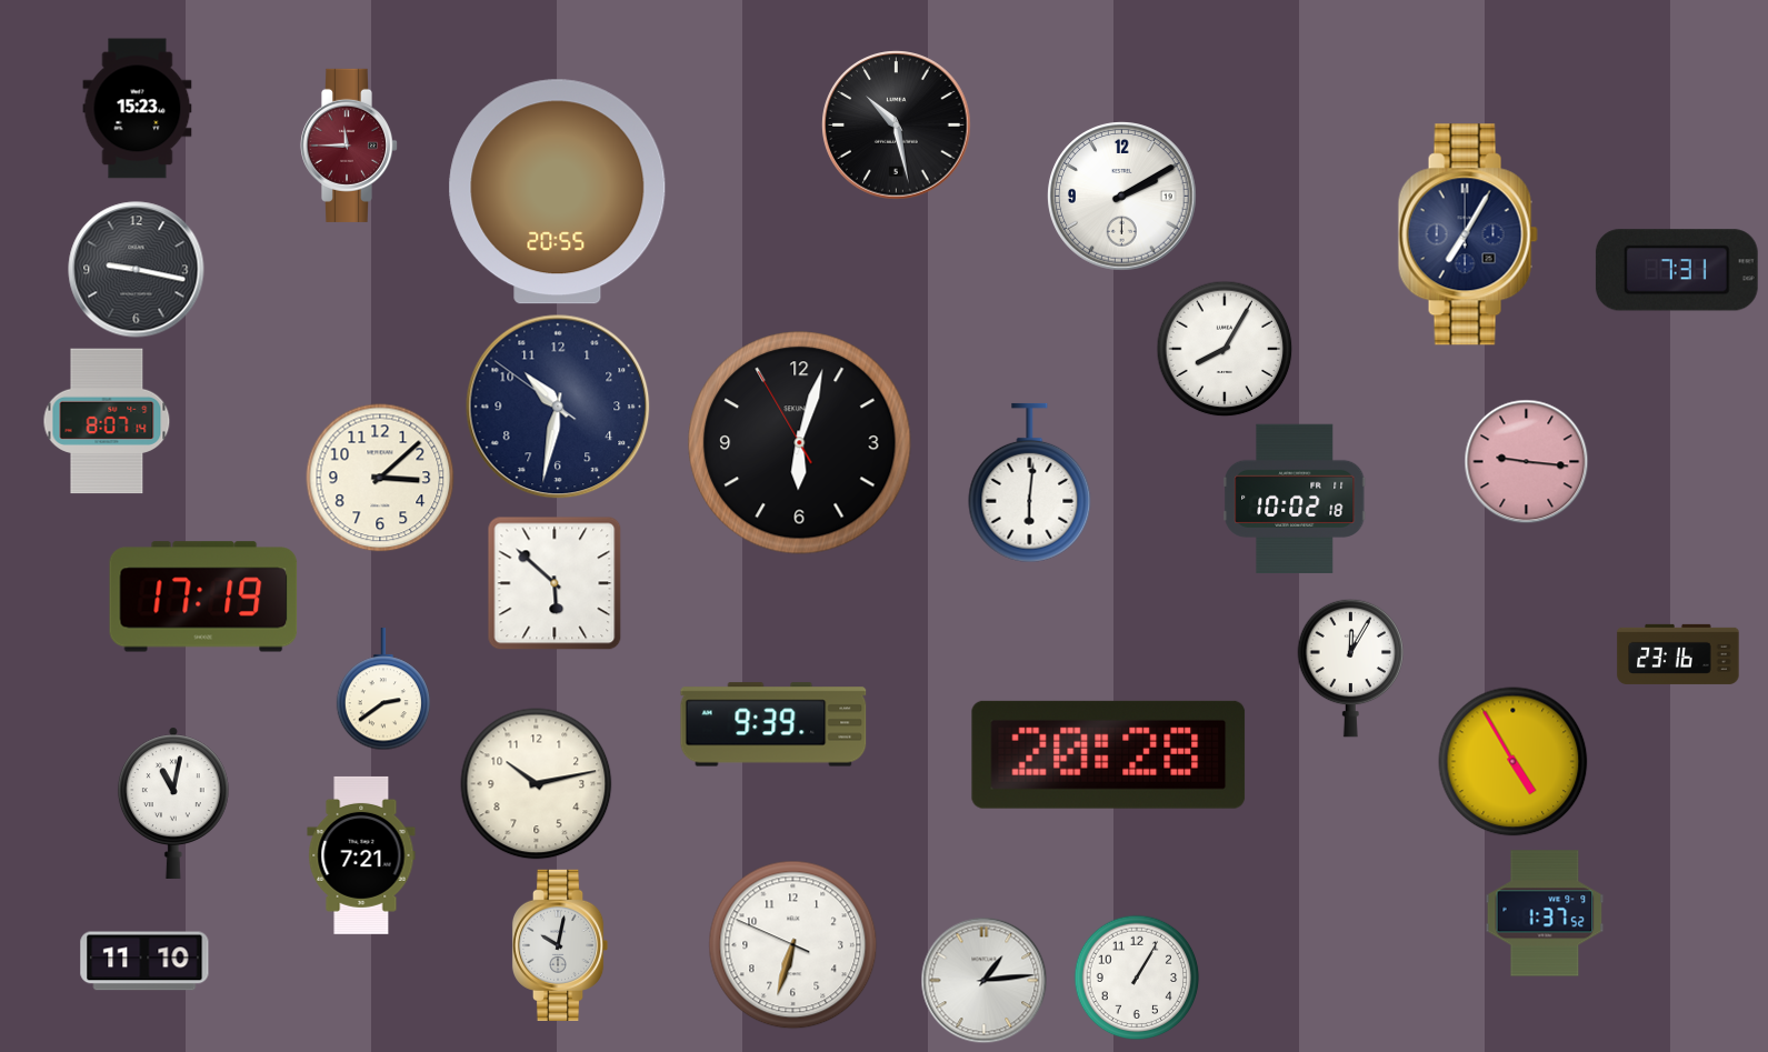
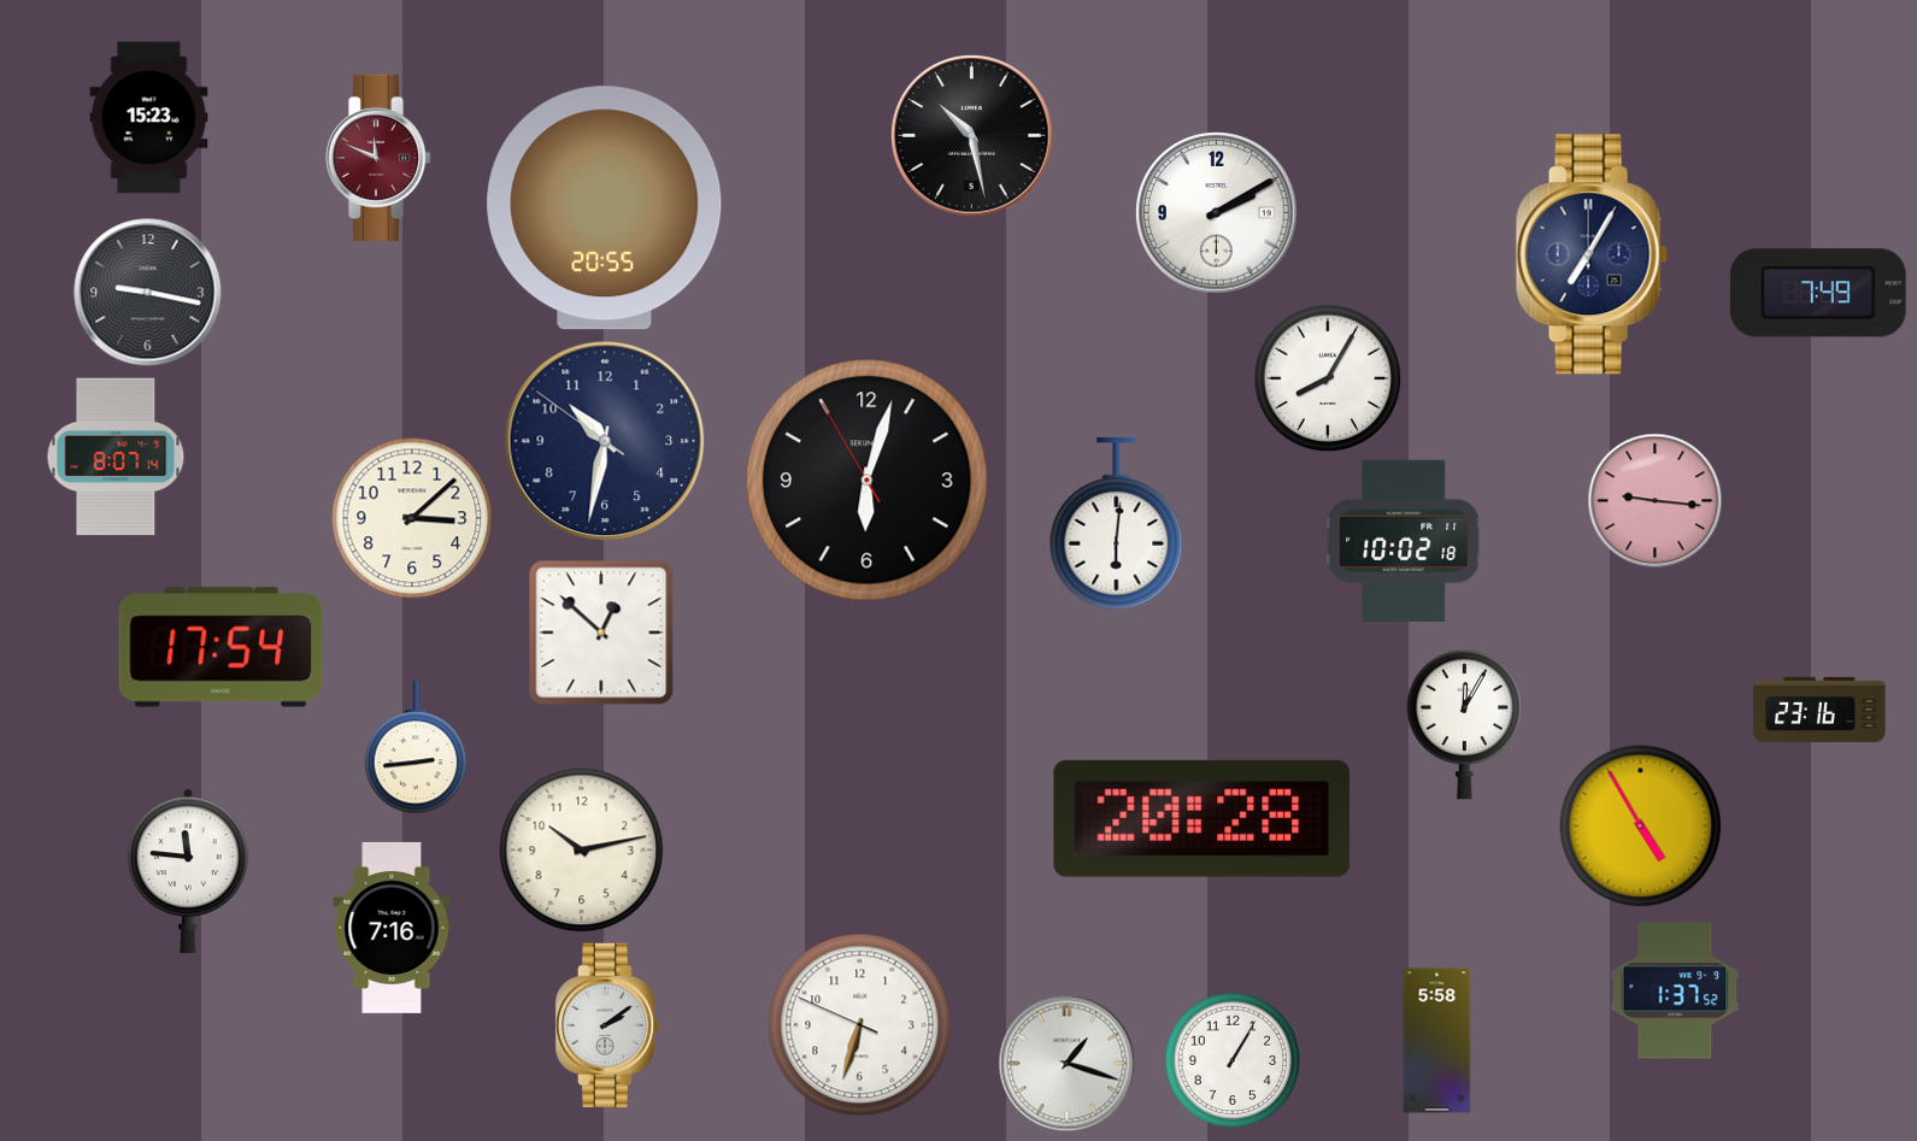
clock at (348, 146): 11:45 -> 11:49
clock at (1677, 270): 7:31 -> 7:49
clock at (555, 583): 5:52 -> 12:52
clock at (203, 597): 17:19 -> 17:54
clock at (382, 690): 2:39 -> 2:44
clock at (773, 724): 9:39 -> none
clock at (173, 803): 11:02 -> 11:46
clock at (361, 855): 7:21 -> 7:16
clock at (560, 945): 10:02 -> 2:09
clock at (1437, 1041): none -> 5:58
clock at (144, 961): 11:10 -> none
clock at (985, 981): 1:14 -> 1:18
